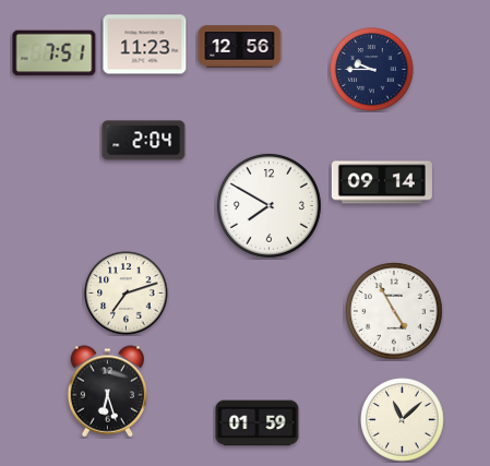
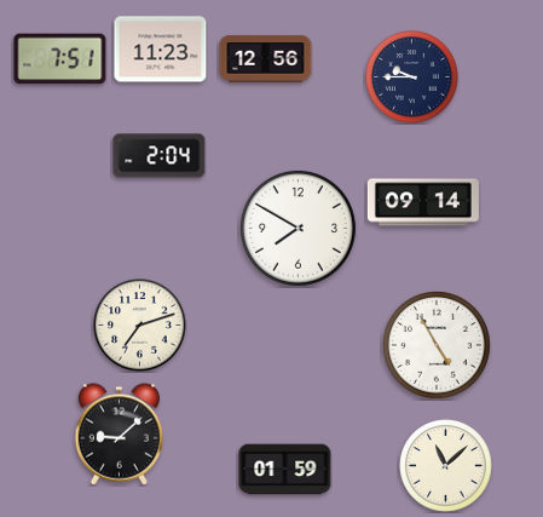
clock at (240, 47) position: (240, 47) -> (266, 59)
clock at (108, 392): 6:27 -> 9:08
